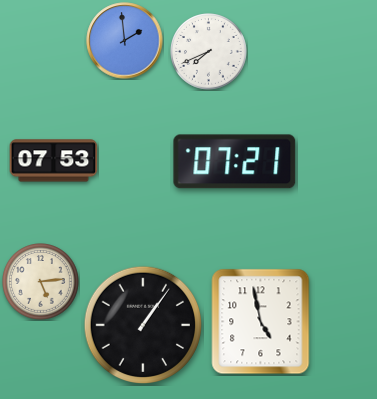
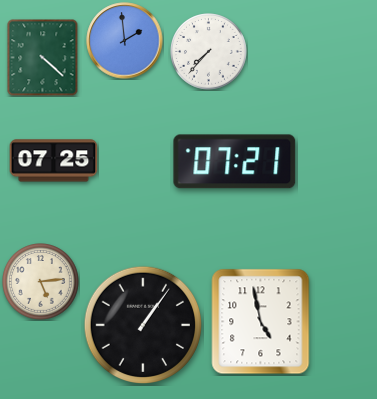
clock at (209, 52): 7:41 -> 7:37
clock at (43, 57): none -> 4:22
clock at (54, 161): 07:53 -> 07:25
